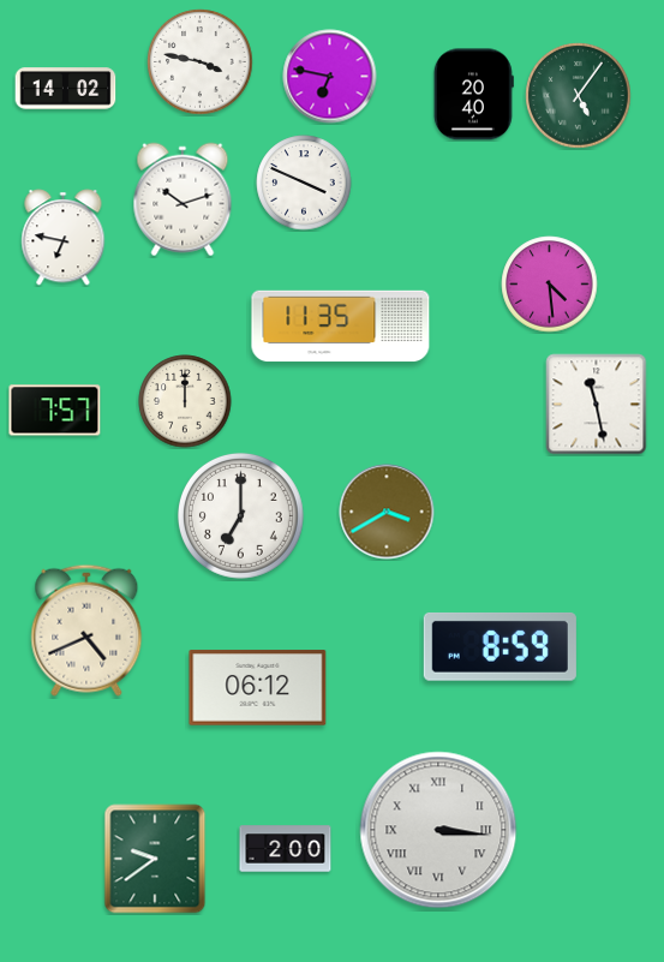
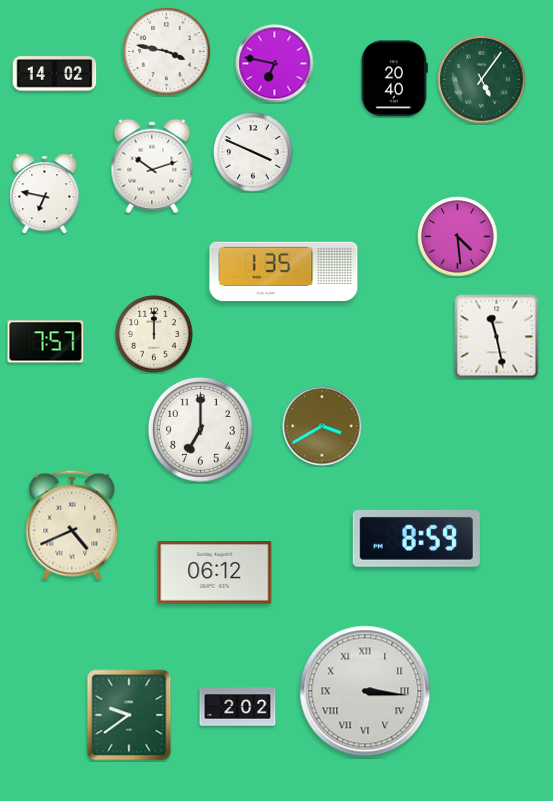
clock at (64, 238) position: (64, 238) -> (45, 194)
clock at (341, 327): 11:35 -> 1:35
clock at (286, 849): 2:00 -> 2:02
